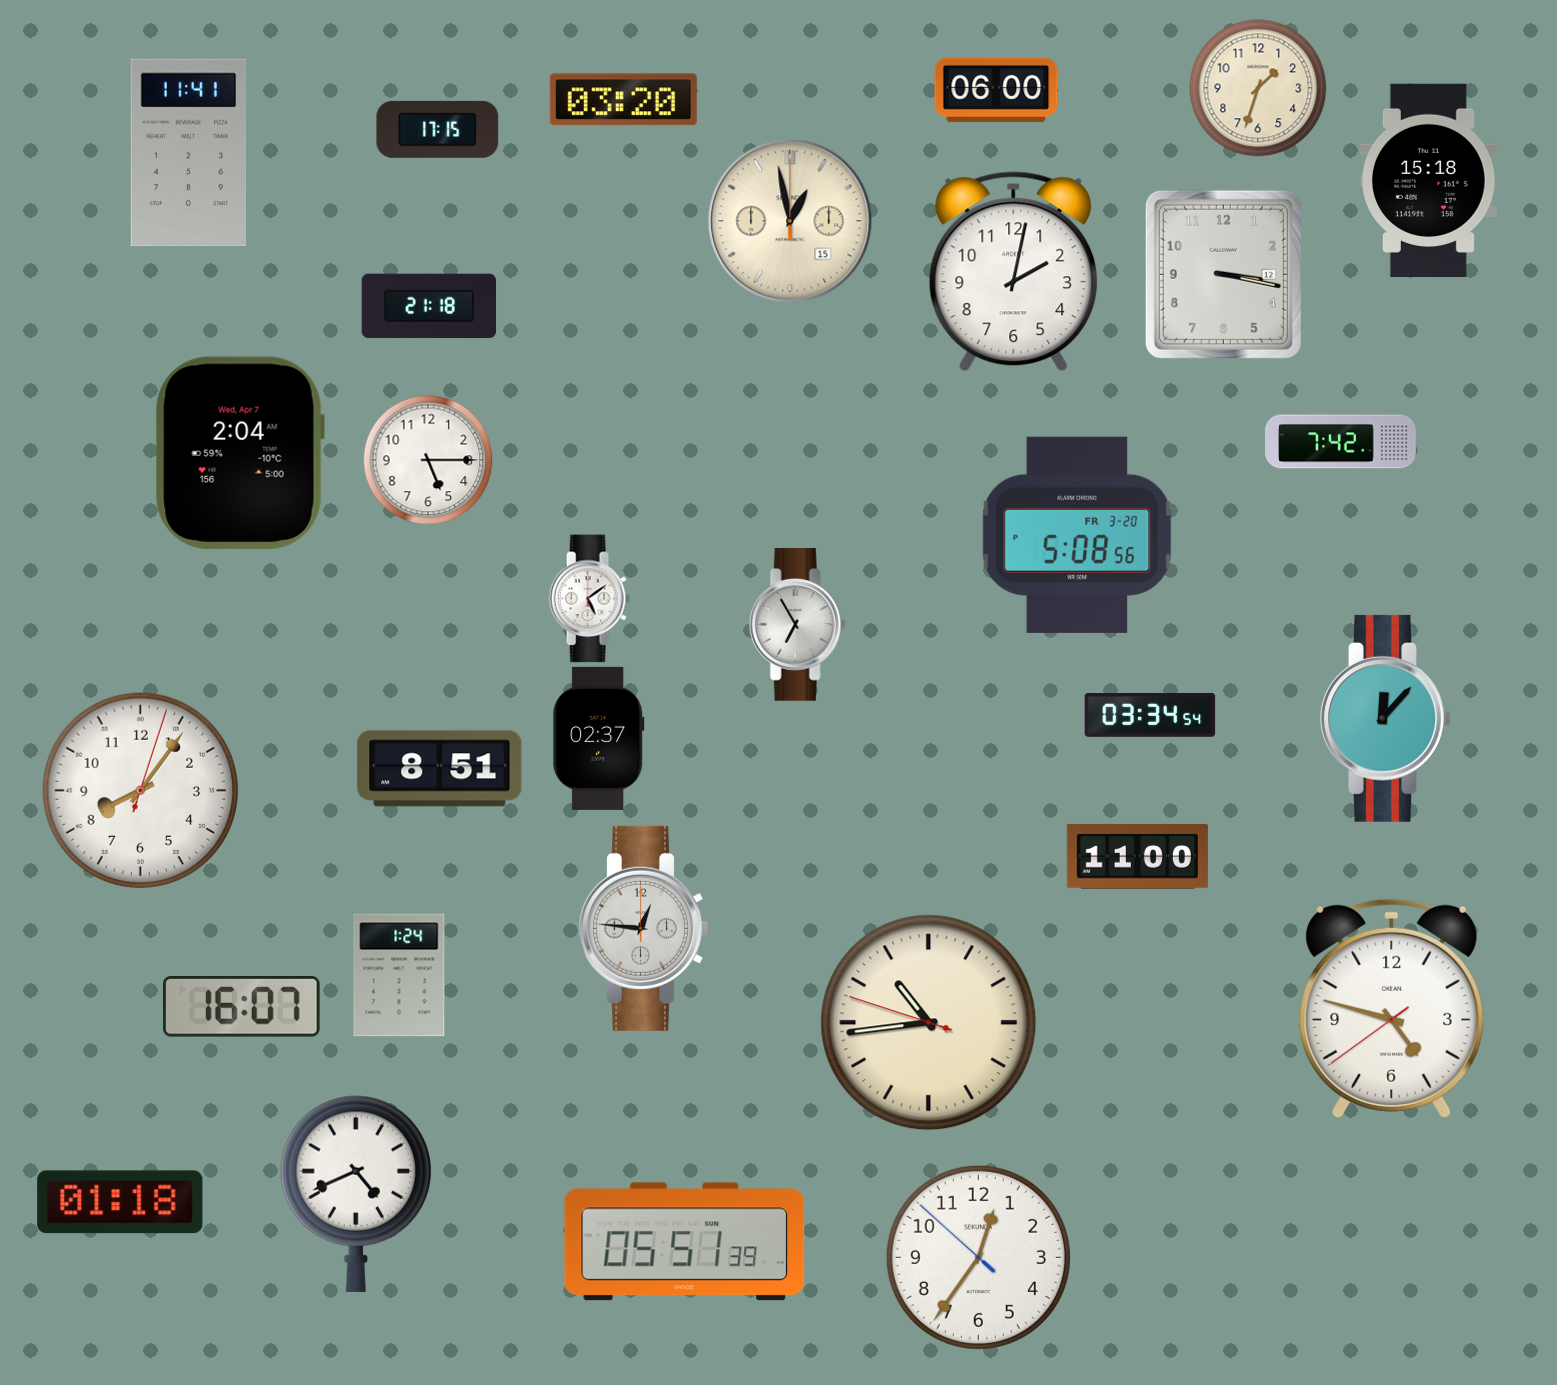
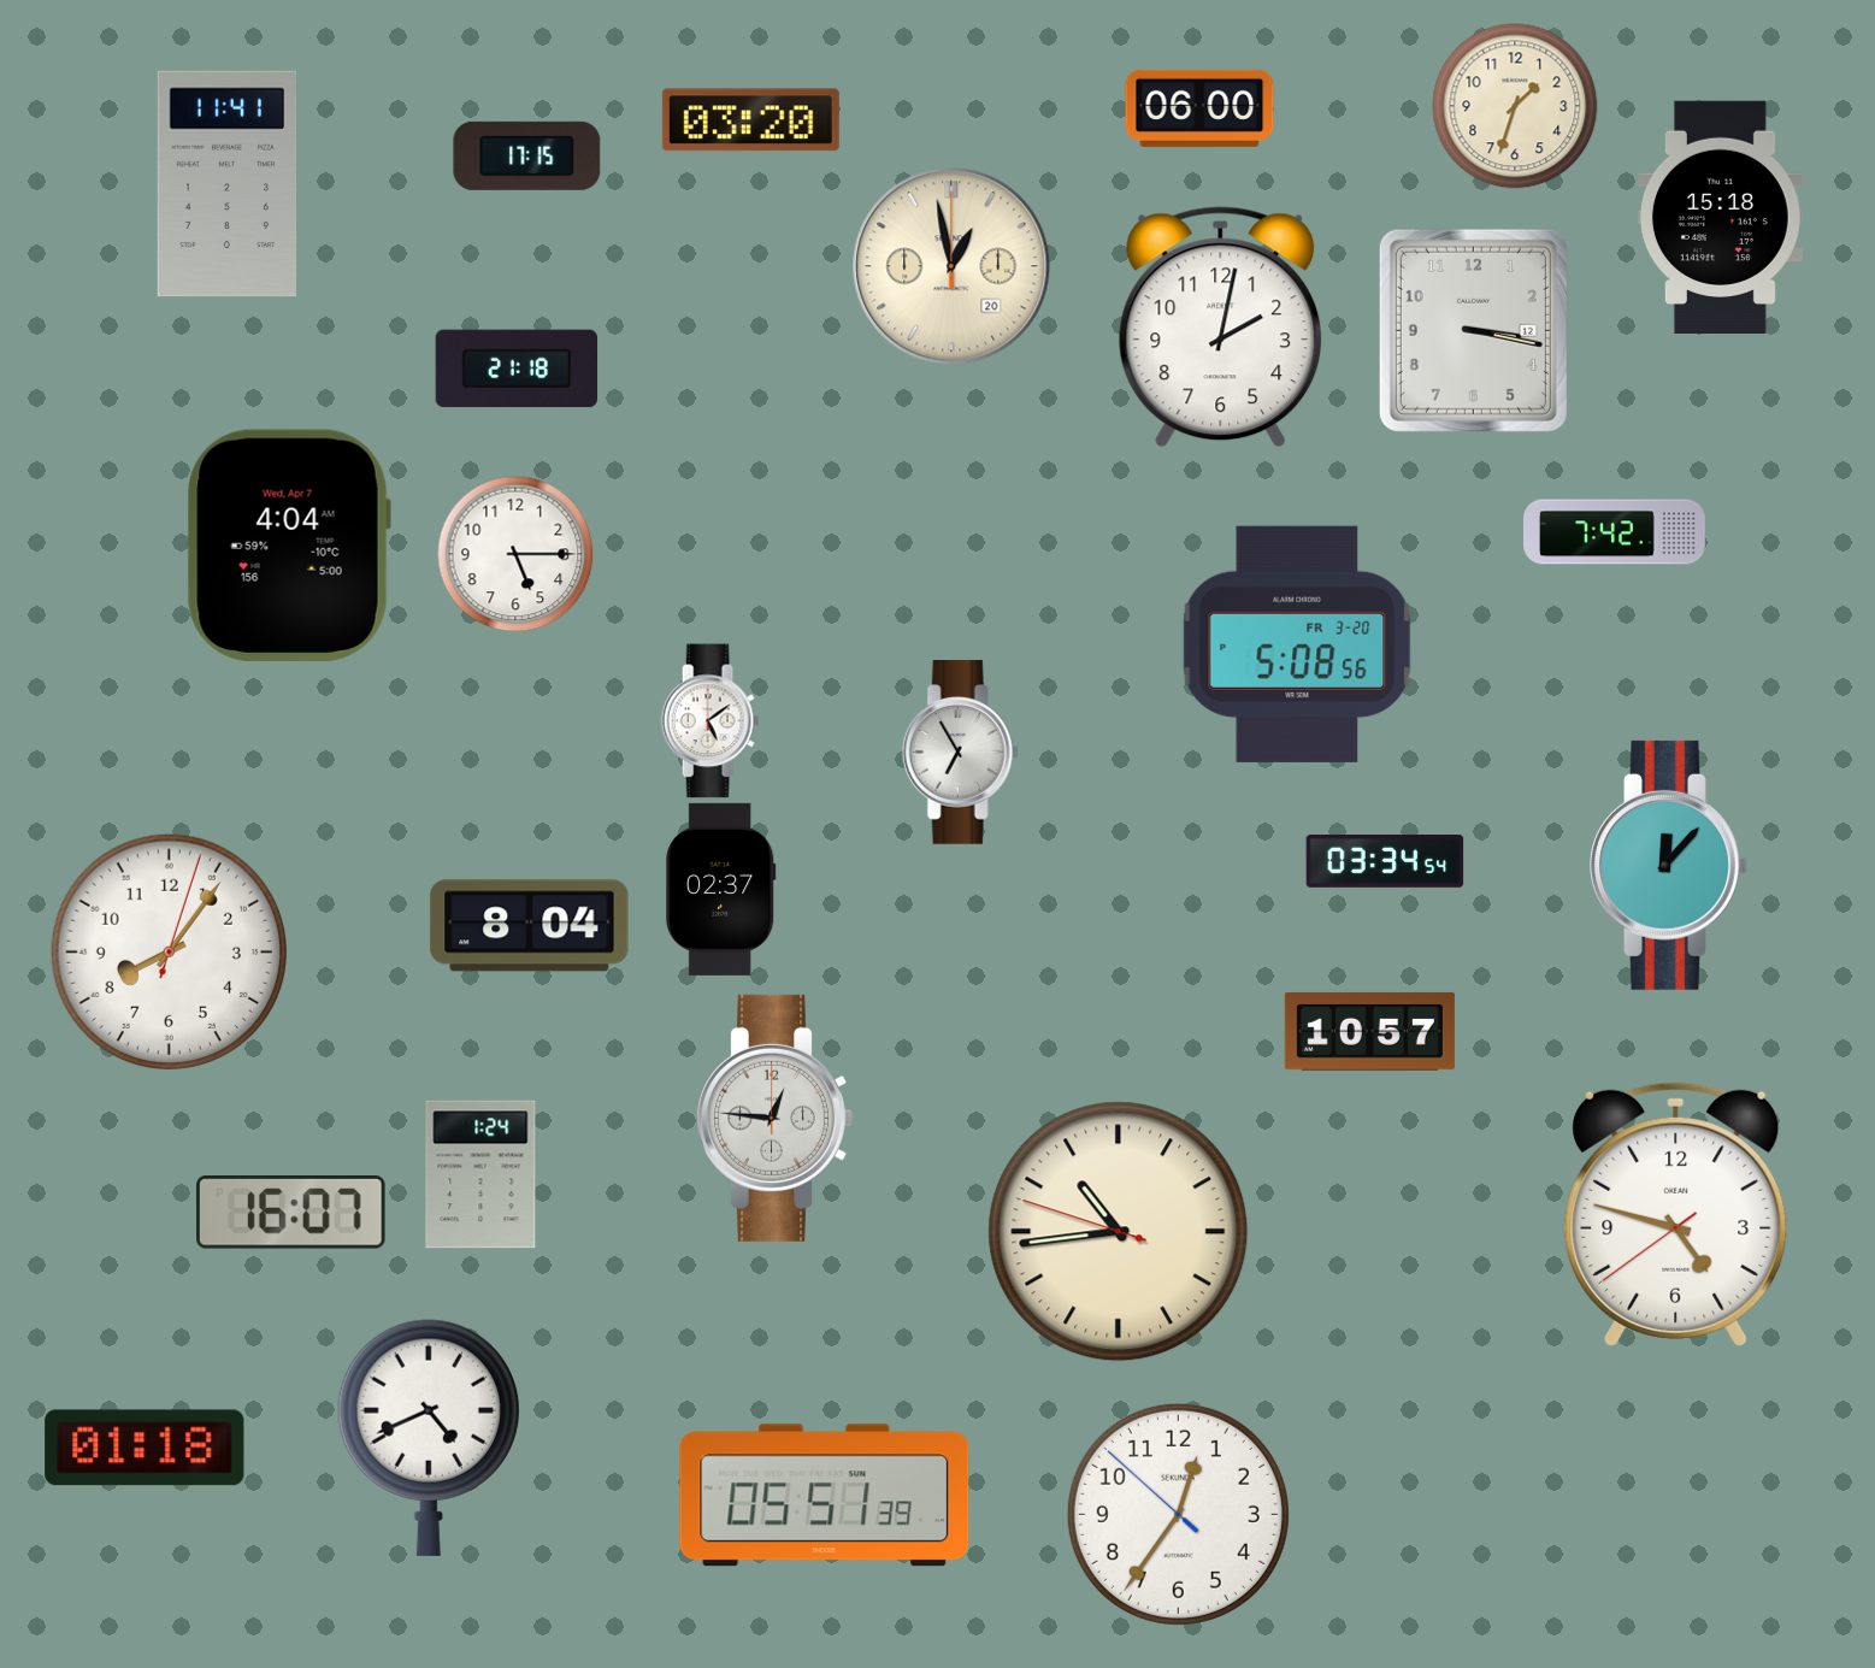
clock at (790, 221) date: 15 -> 20
clock at (240, 453): 2:04 -> 4:04
clock at (440, 769): 8:51 -> 8:04
clock at (1137, 856): 11:00 -> 10:57
